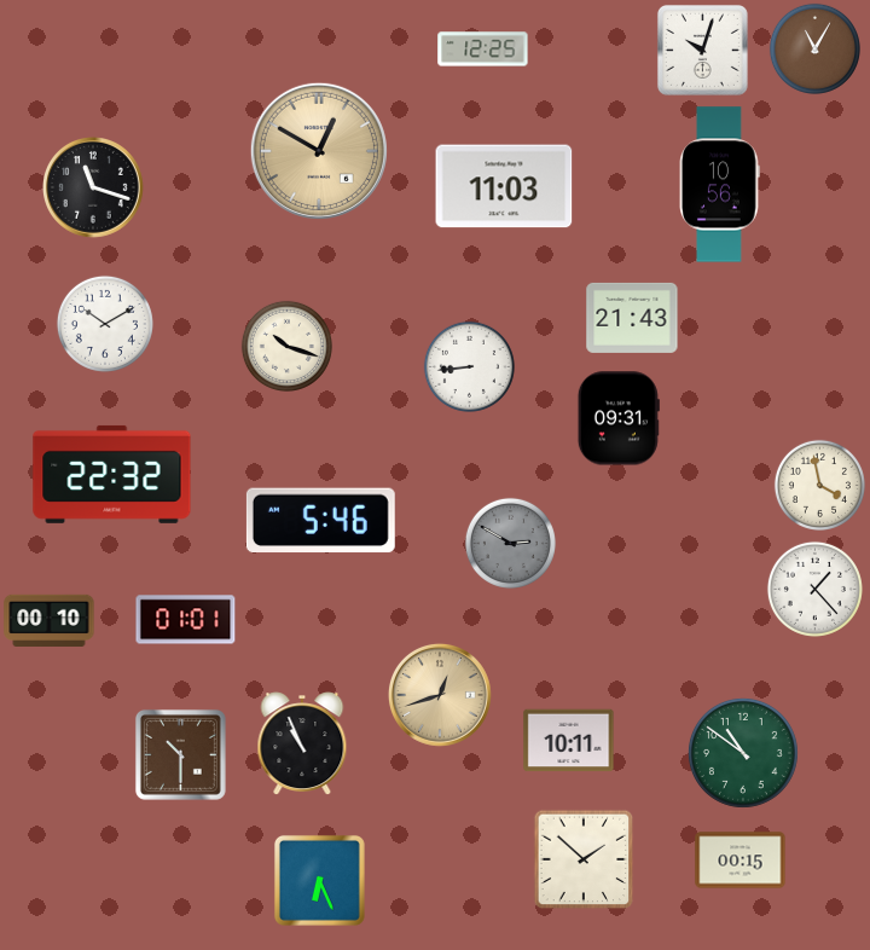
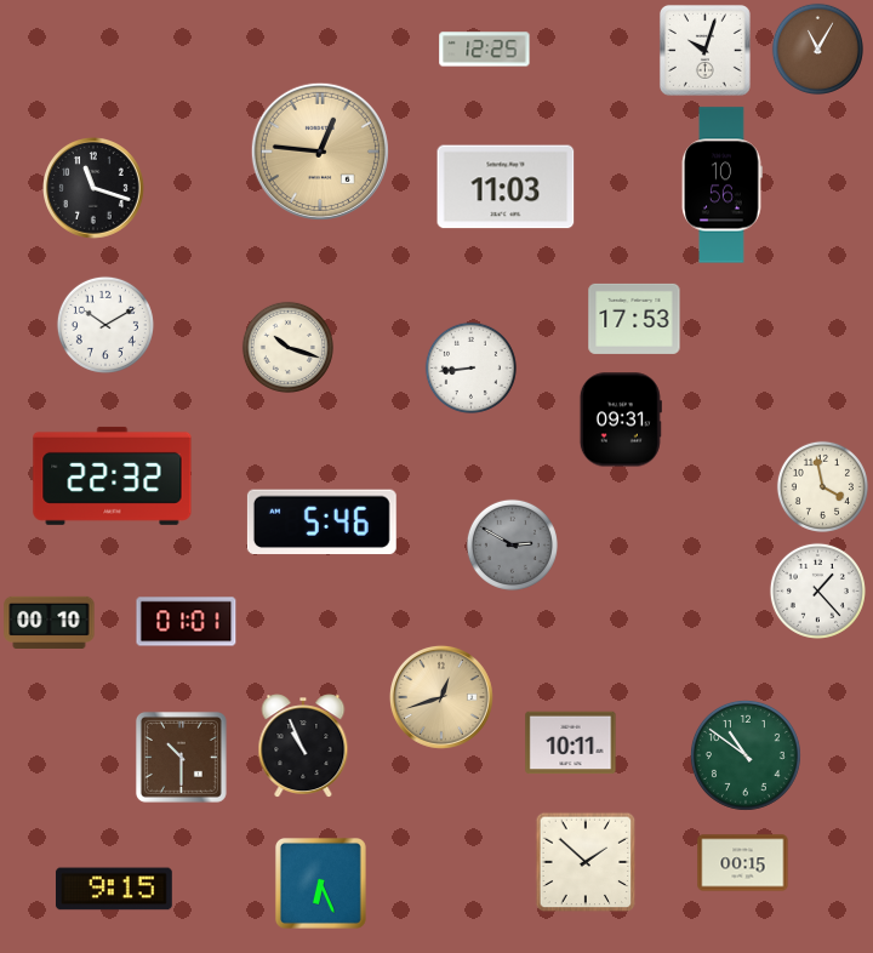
clock at (319, 151): 12:50 -> 12:46
clock at (632, 318): 21:43 -> 17:53
clock at (114, 889): none -> 9:15
